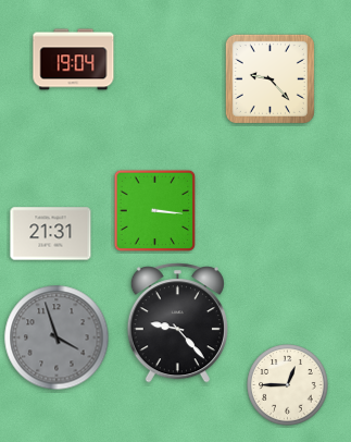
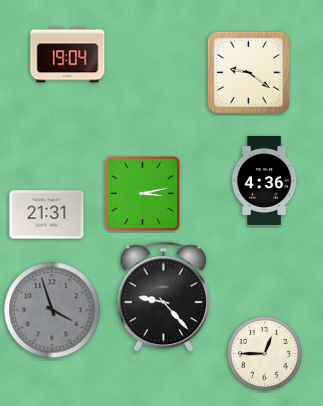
clock at (269, 78): 9:23 -> 9:21
clock at (264, 180): none -> 4:36
clock at (155, 211): 3:16 -> 3:13
